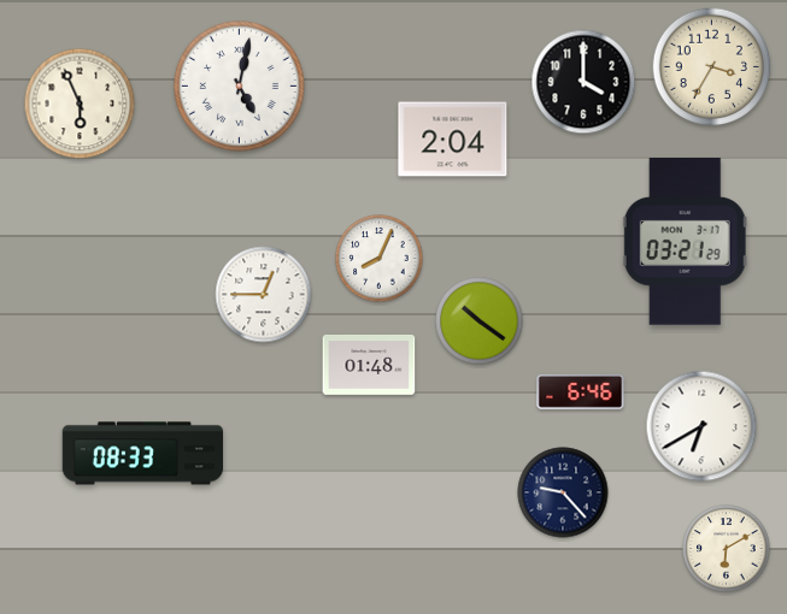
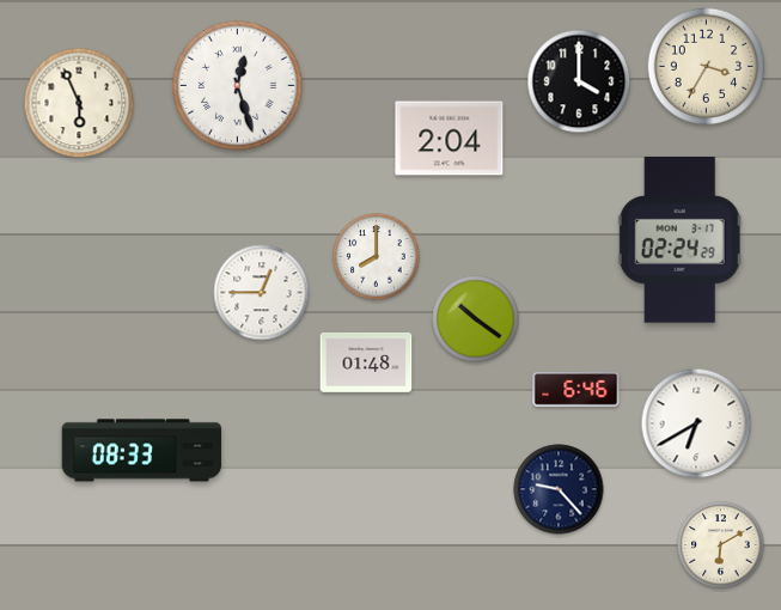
clock at (240, 87): 5:02 -> 12:27
clock at (685, 242): 03:21 -> 02:24
clock at (380, 259): 8:04 -> 8:00
